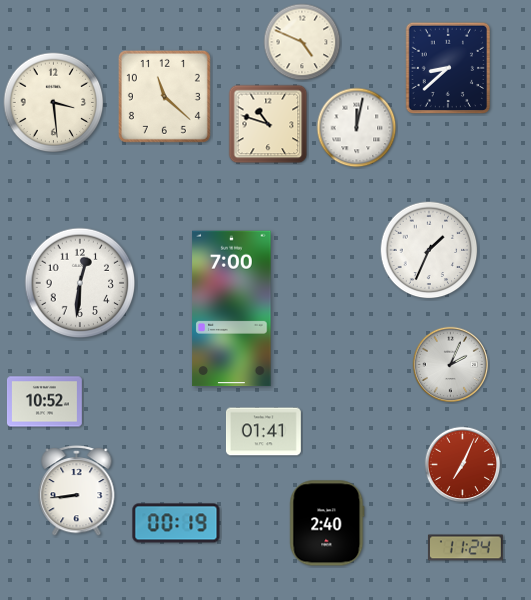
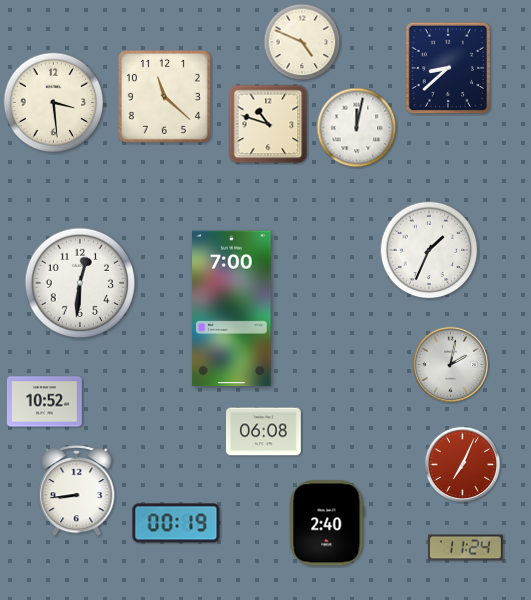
clock at (451, 365): 2:04 -> 2:02
clock at (263, 432): 01:41 -> 06:08
